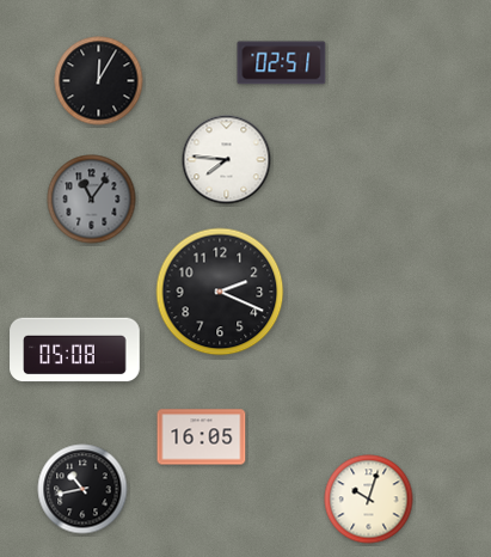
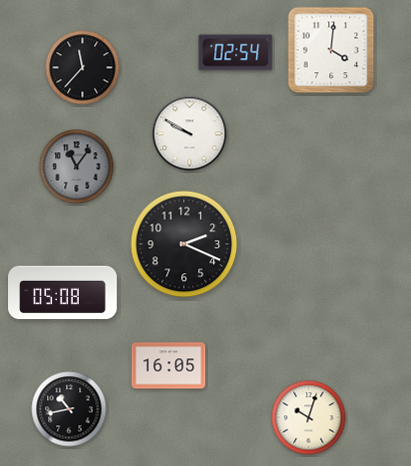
clock at (331, 50): none -> 4:01
clock at (282, 63): 02:51 -> 02:54
clock at (99, 81): 12:05 -> 11:37
clock at (227, 160): 7:46 -> 9:50
